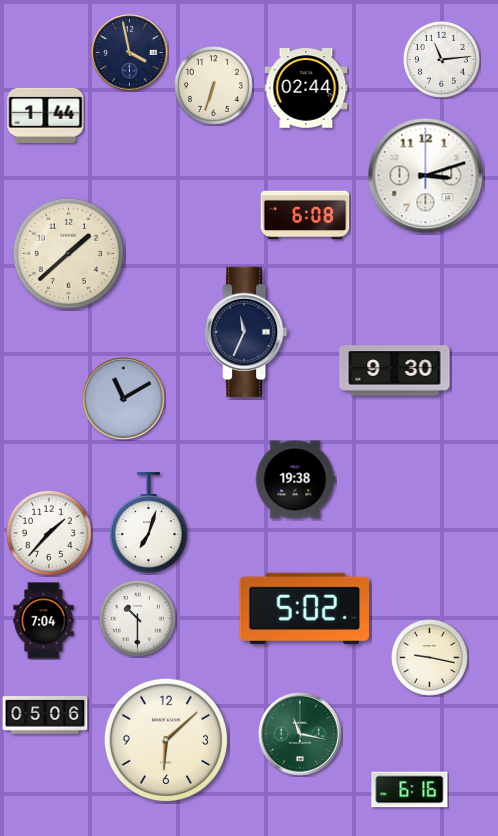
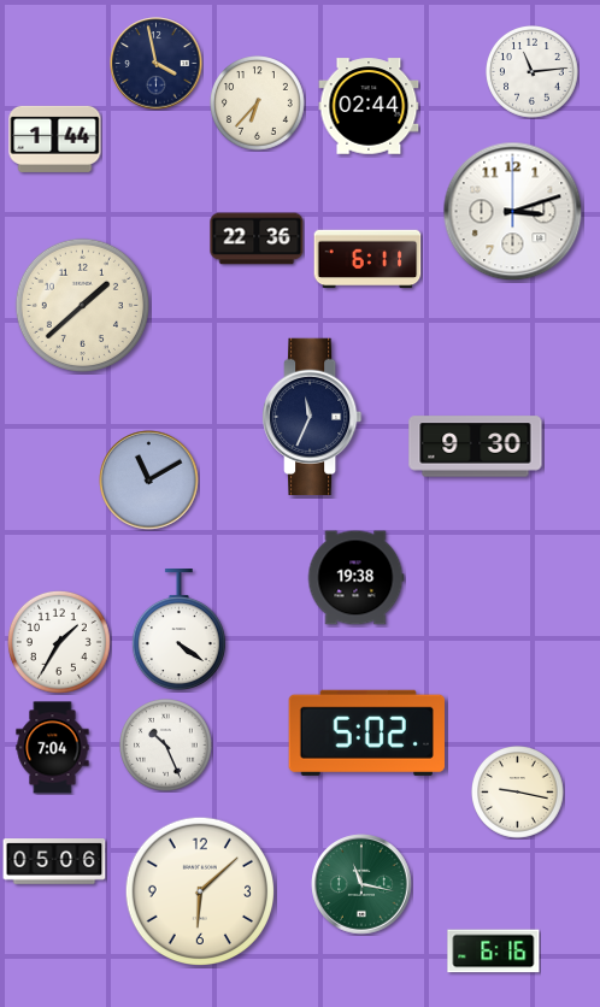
clock at (214, 86): 6:33 -> 6:37
clock at (257, 238): none -> 22:36
clock at (305, 215): 6:08 -> 6:11
clock at (247, 332) position: (247, 332) -> (313, 417)
clock at (148, 524): 7:03 -> 4:21
clock at (49, 533): 1:37 -> 1:35
clock at (138, 619): 10:30 -> 10:26
